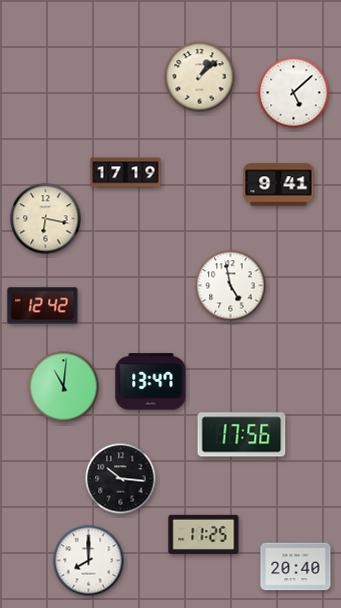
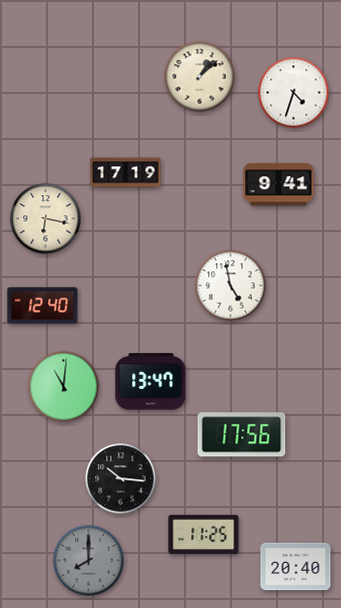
clock at (294, 93): 5:08 -> 4:33
clock at (43, 306): 12:42 -> 12:40
clock at (89, 561) dial: white -> grey
